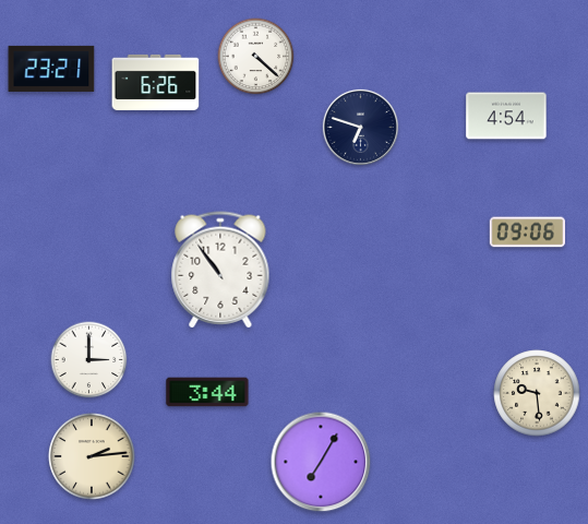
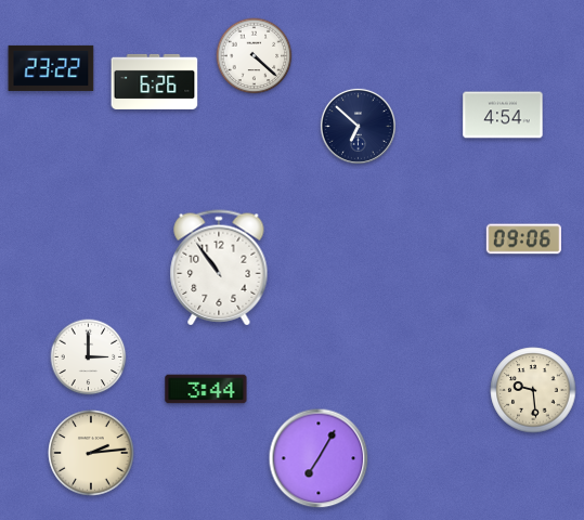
clock at (51, 69): 23:21 -> 23:22
clock at (360, 127): 6:48 -> 6:52
clock at (527, 233) position: (527, 233) -> (523, 239)
